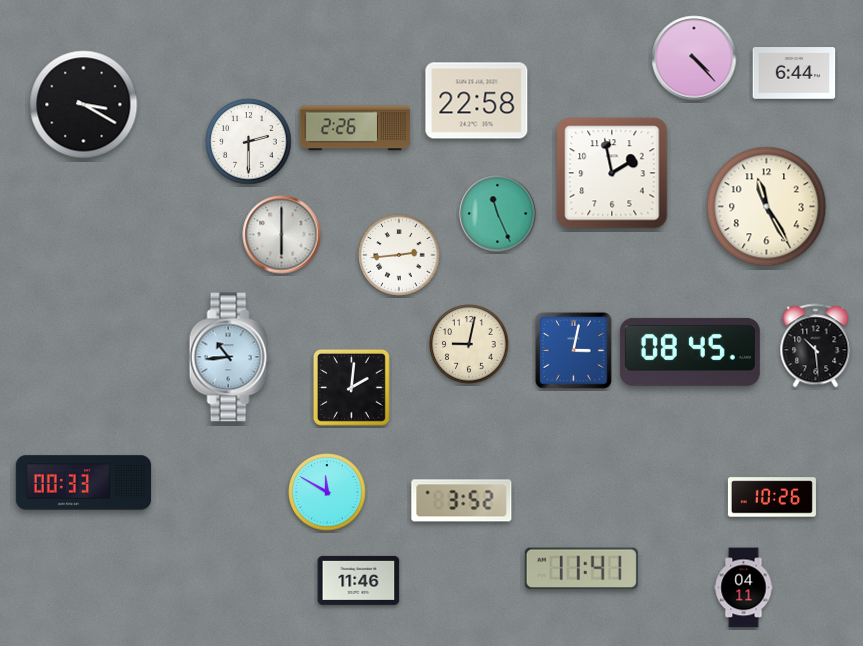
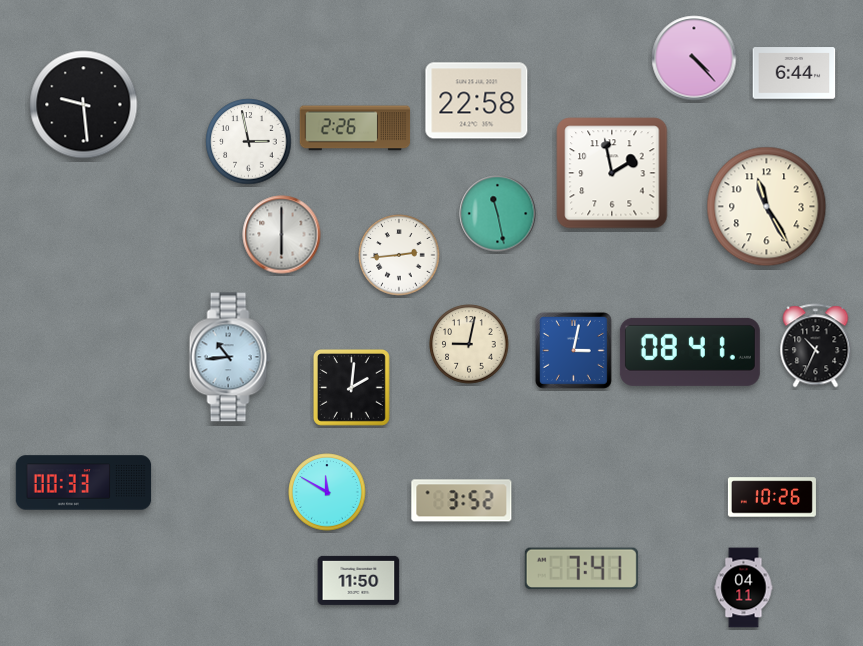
clock at (84, 105): 3:20 -> 9:29
clock at (249, 142): 2:30 -> 2:58
clock at (498, 214): 11:26 -> 11:28
clock at (816, 346): 10:29 -> 10:34
clock at (690, 352): 08:45 -> 08:41
clock at (581, 569): 11:41 -> 7:41
clock at (359, 580): 11:46 -> 11:50
